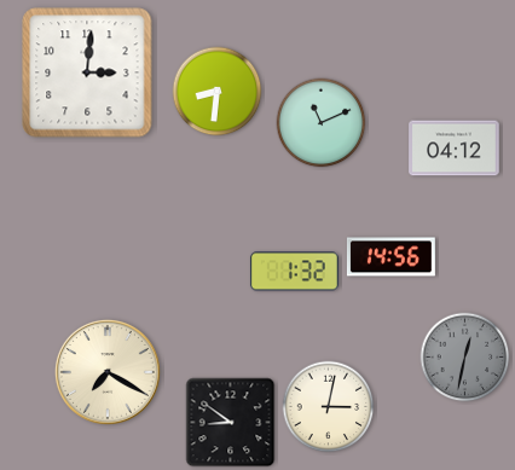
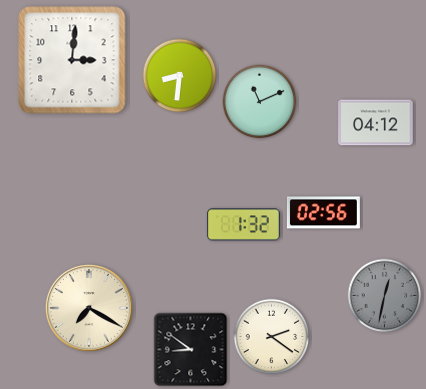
clock at (322, 123) position: (322, 123) -> (260, 102)
clock at (390, 257): 14:56 -> 02:56
clock at (329, 407): 3:02 -> 2:21
